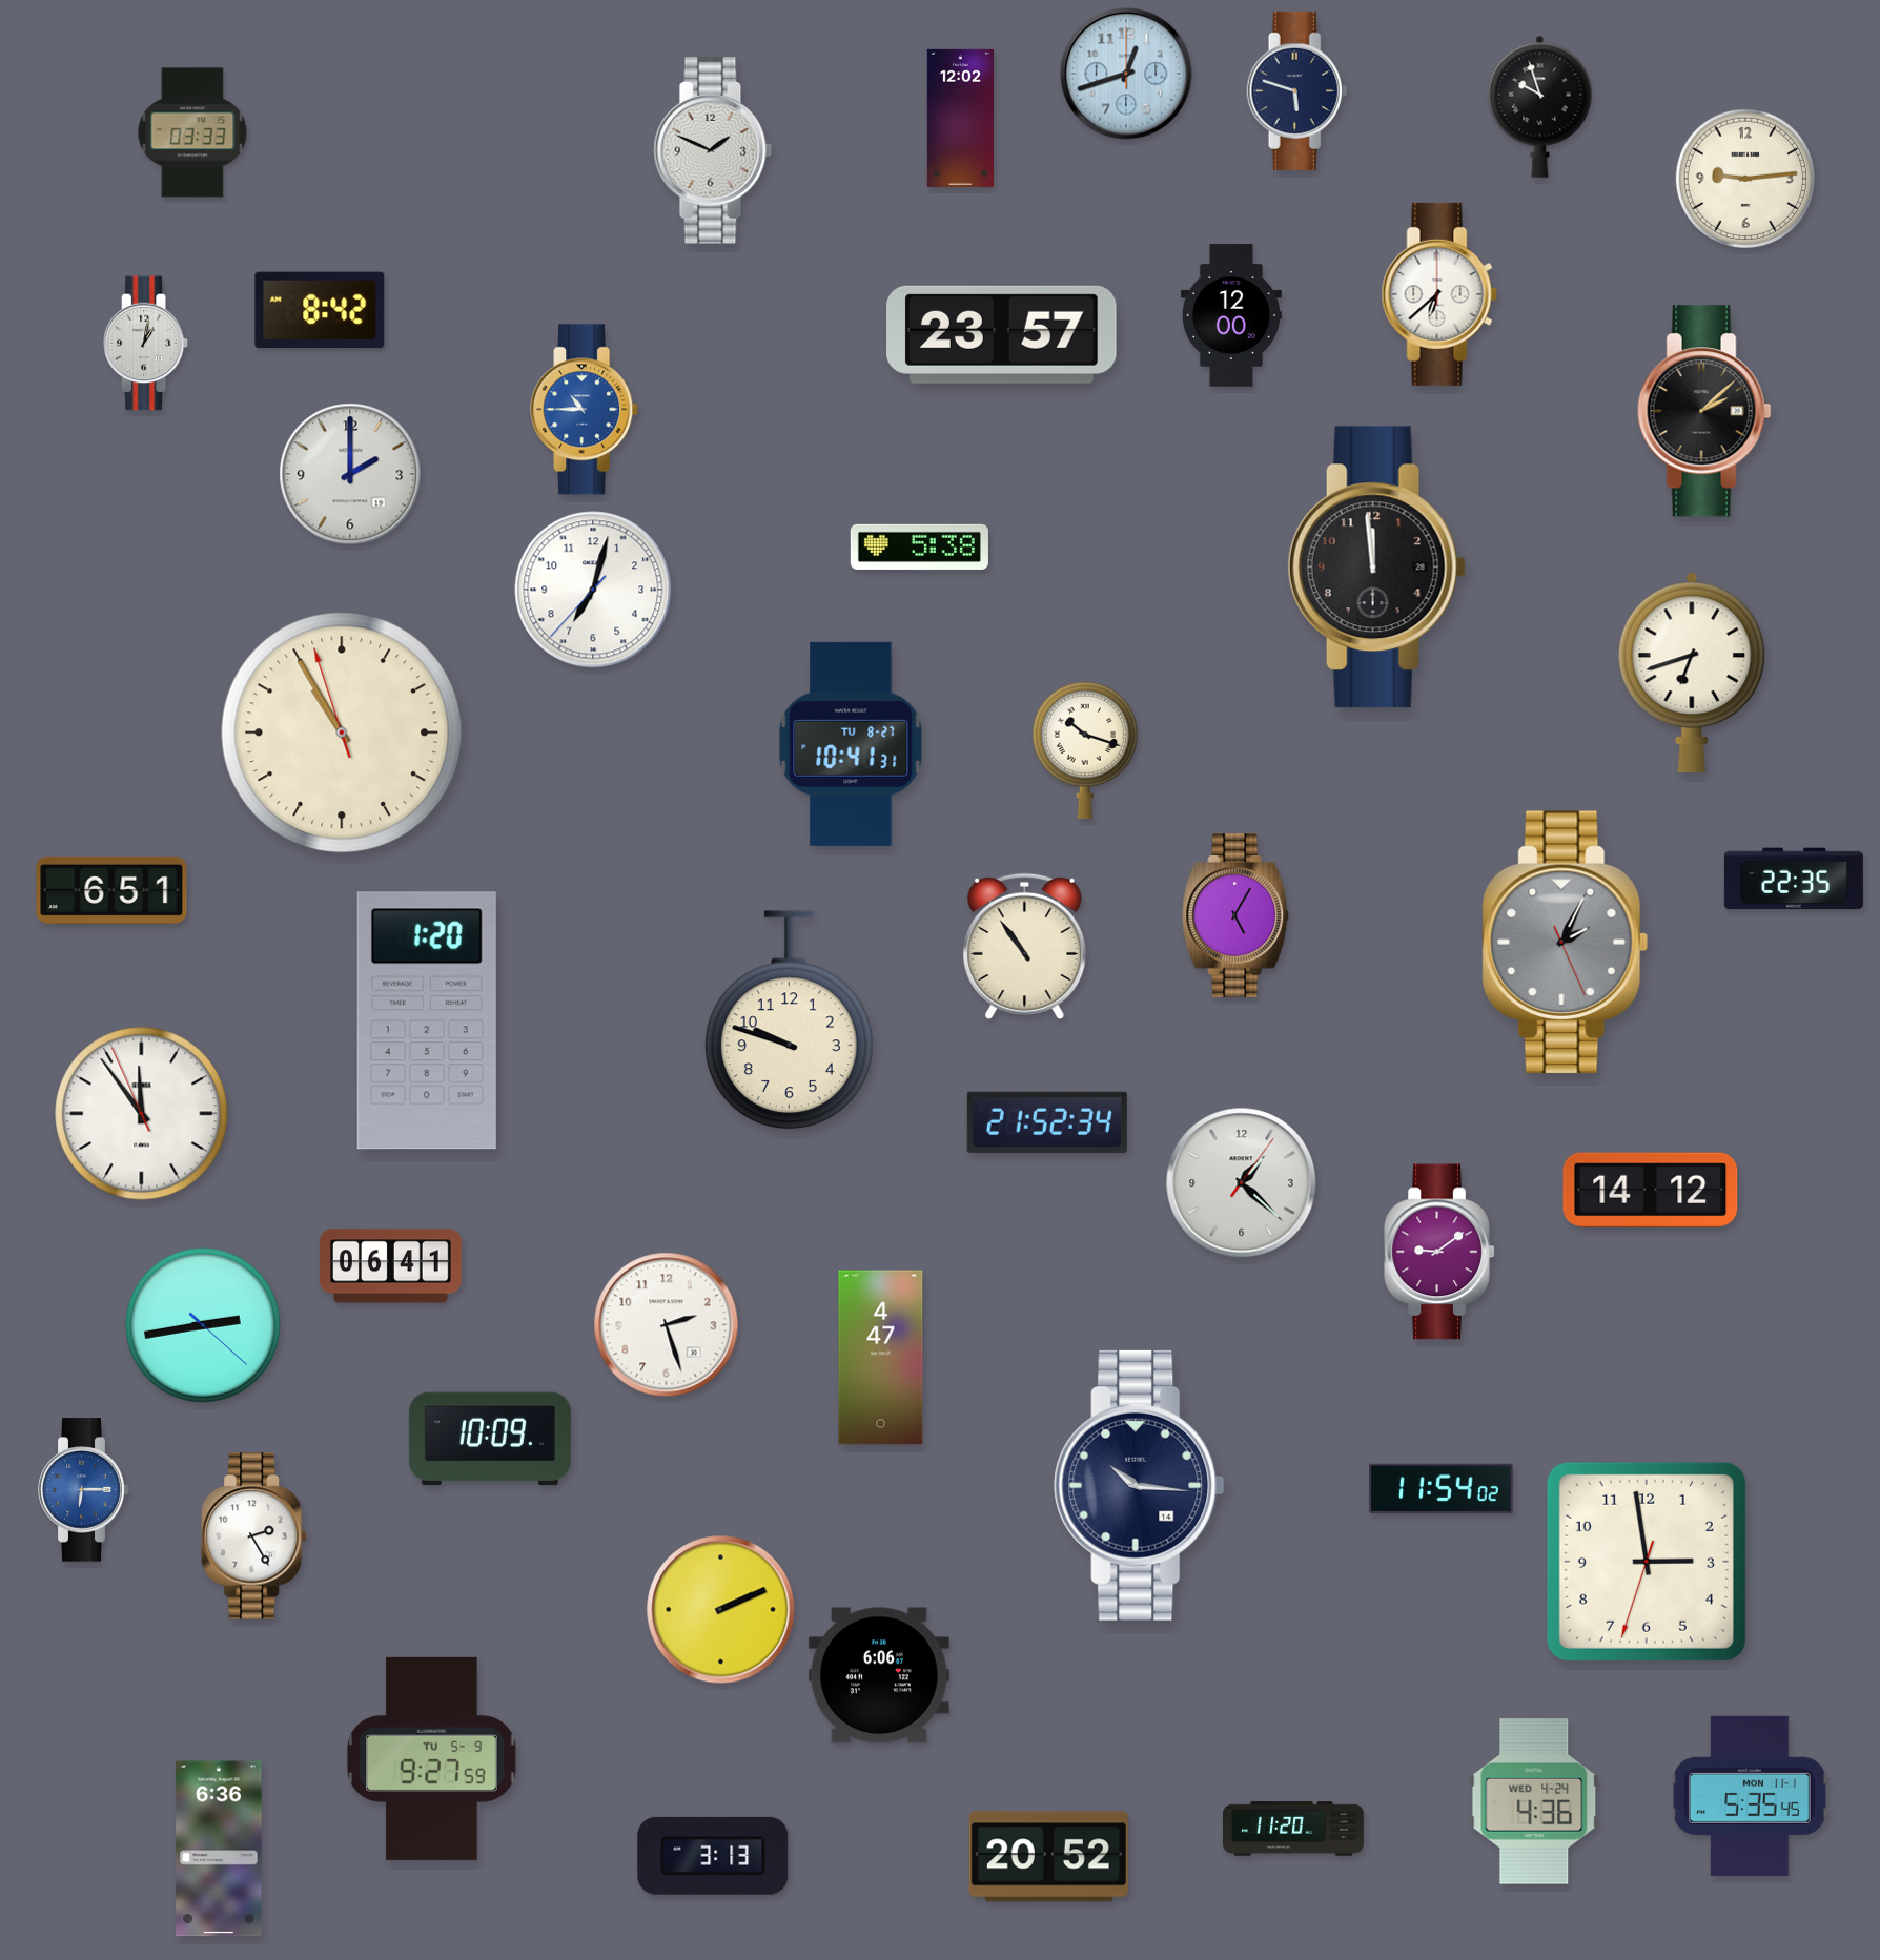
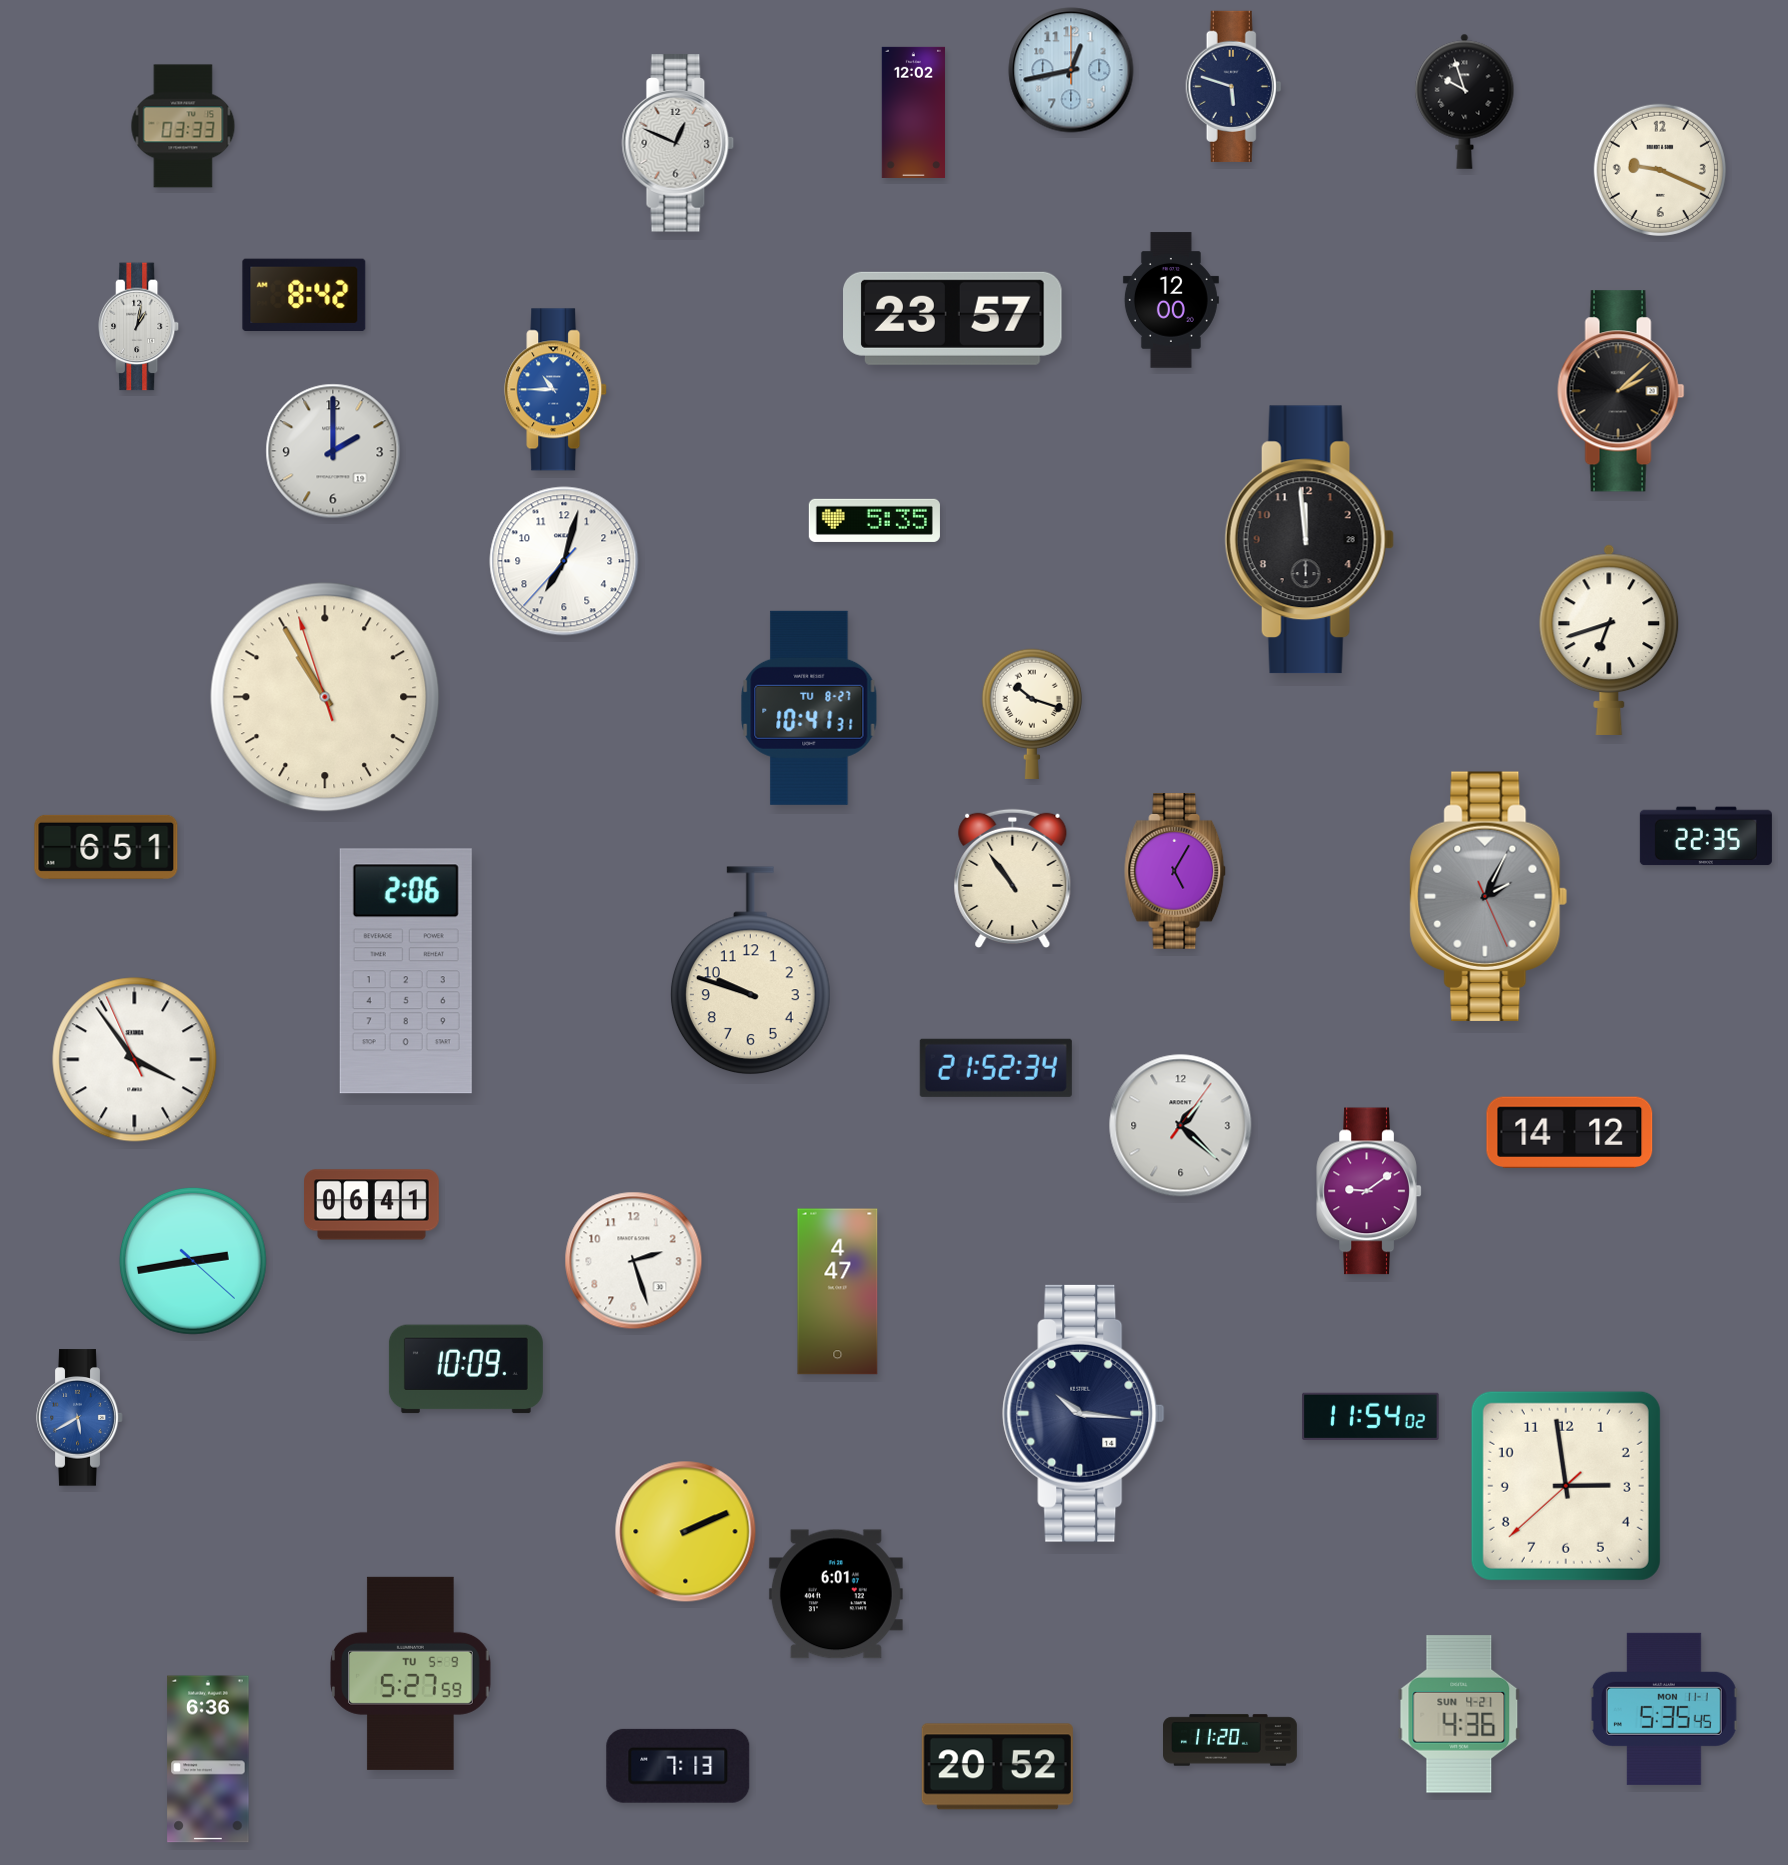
clock at (1126, 74): 12:42 -> 12:43
clock at (713, 150): 1:49 -> 12:49
clock at (1745, 179): 9:14 -> 9:19
clock at (1439, 294): 6:38 -> none
clock at (919, 546): 5:38 -> 5:35
clock at (1025, 946) position: (1025, 946) -> (1013, 878)
clock at (427, 1020): 1:20 -> 2:06
clock at (142, 1114): 11:53 -> 3:53
clock at (84, 1490): 6:15 -> 5:40
clock at (254, 1536): 2:25 -> none
clock at (1647, 1562): 2:58:33 -> 2:58:38
clock at (879, 1675): 6:06 -> 6:01
clock at (432, 1758): 9:27 -> 5:27
clock at (1534, 1801) date: WED 4-24 -> SUN 4-21
clock at (713, 1856): 3:13 -> 7:13
